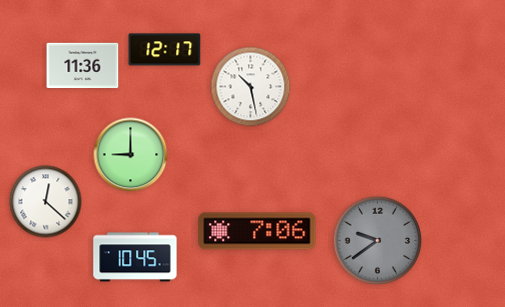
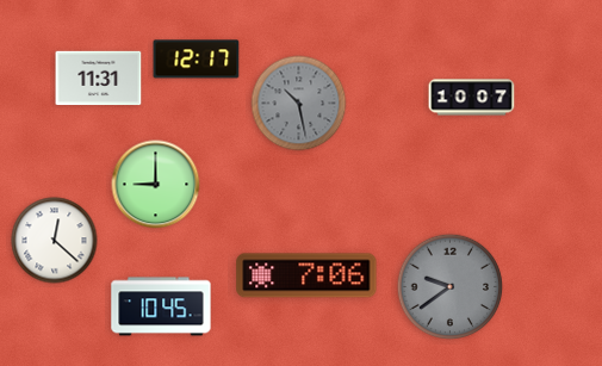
clock at (83, 66): 11:36 -> 11:31
clock at (472, 98): none -> 10:07
clock at (251, 87) dial: white -> grey
